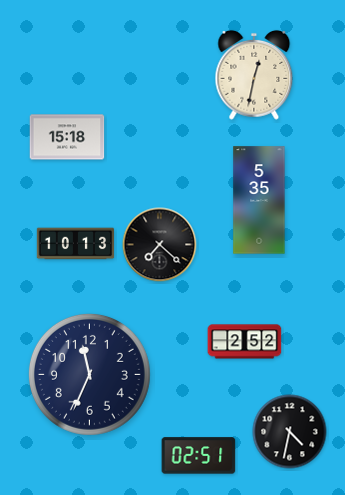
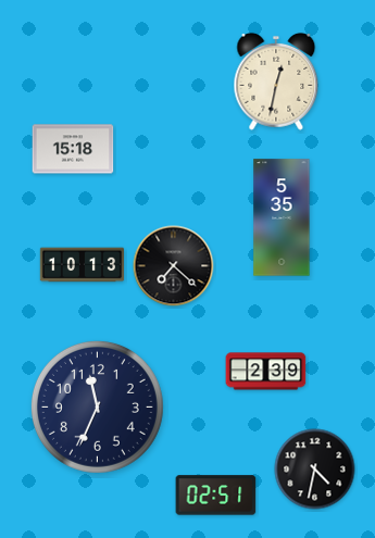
clock at (245, 342): 2:52 -> 2:39
